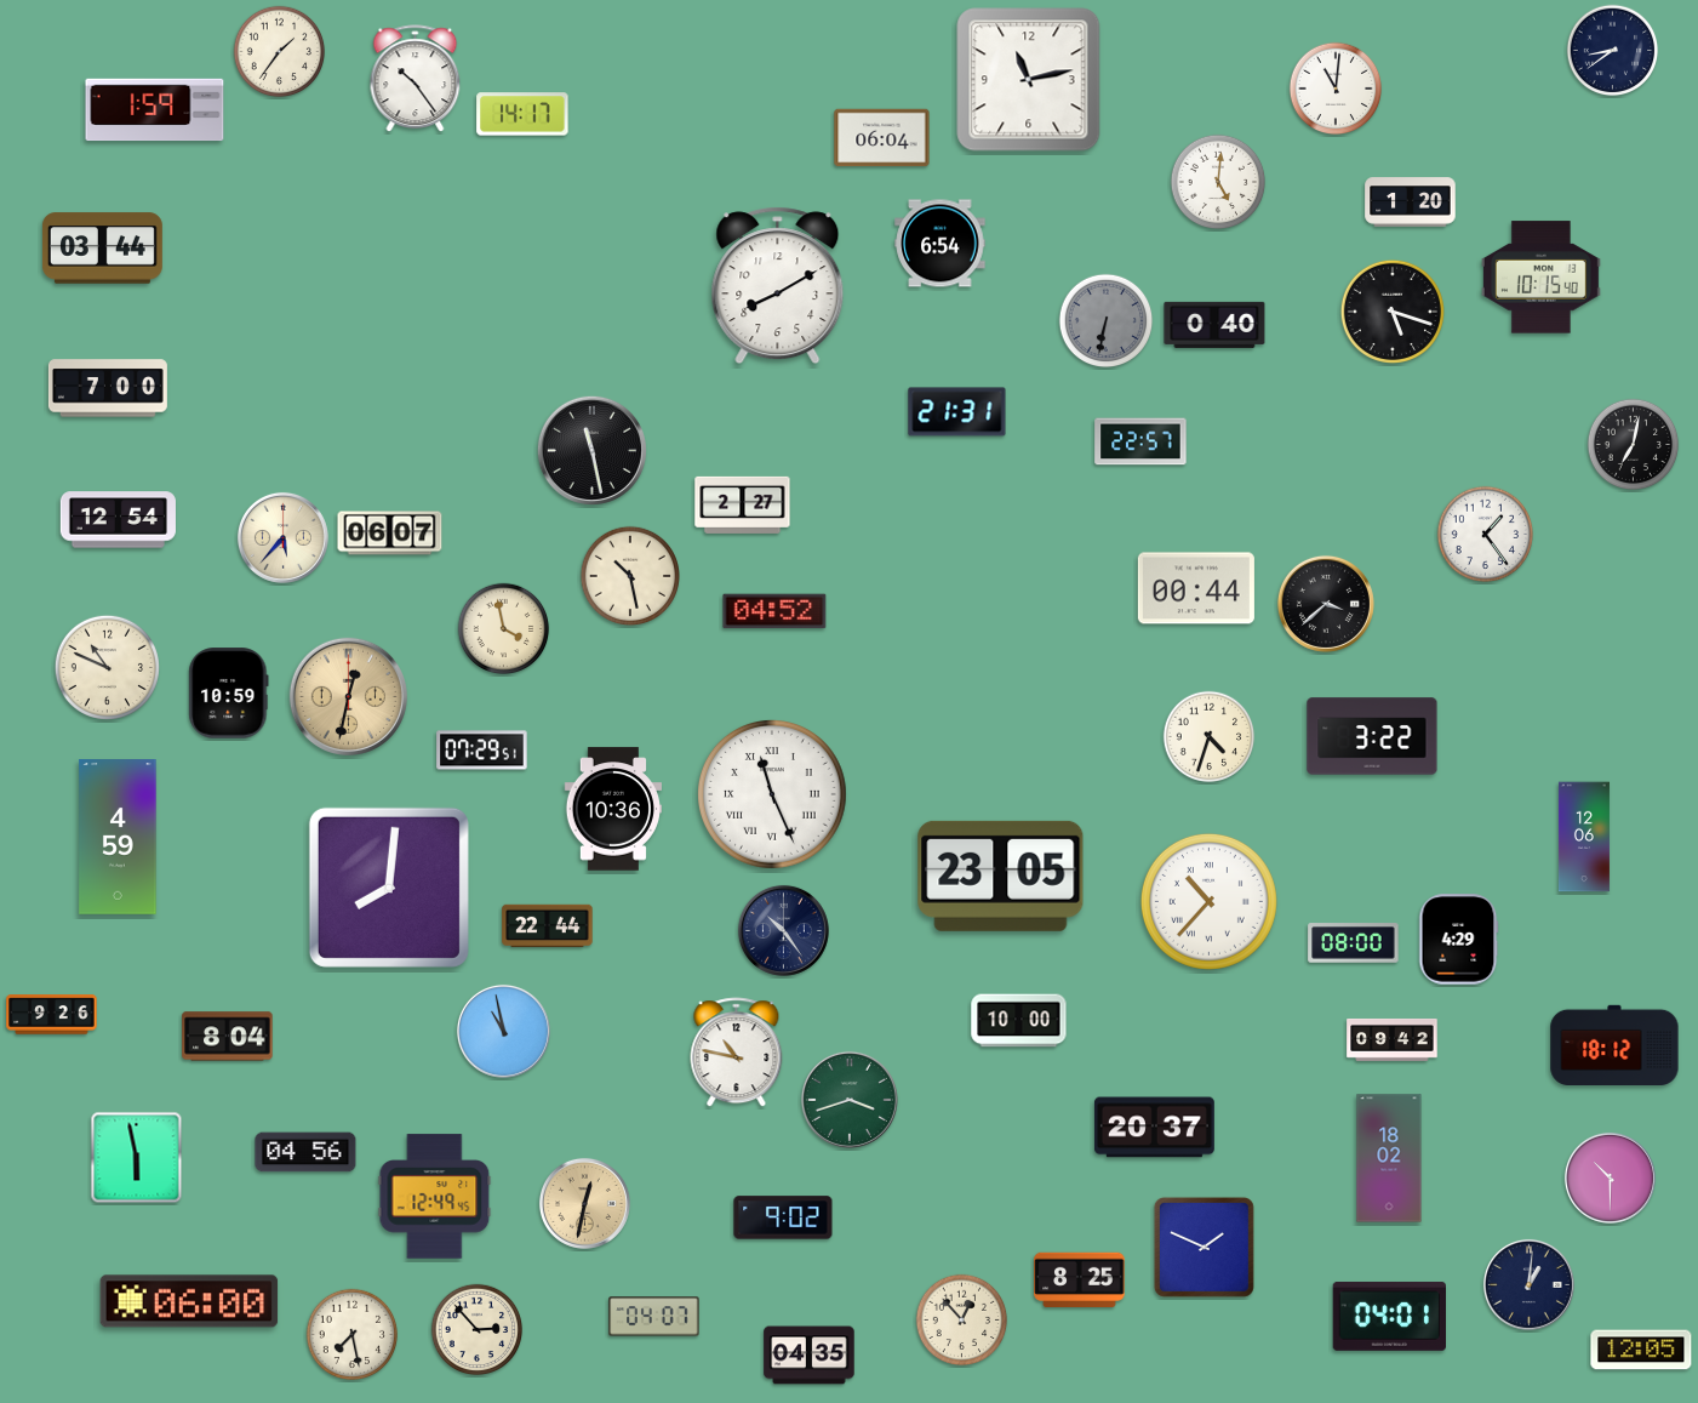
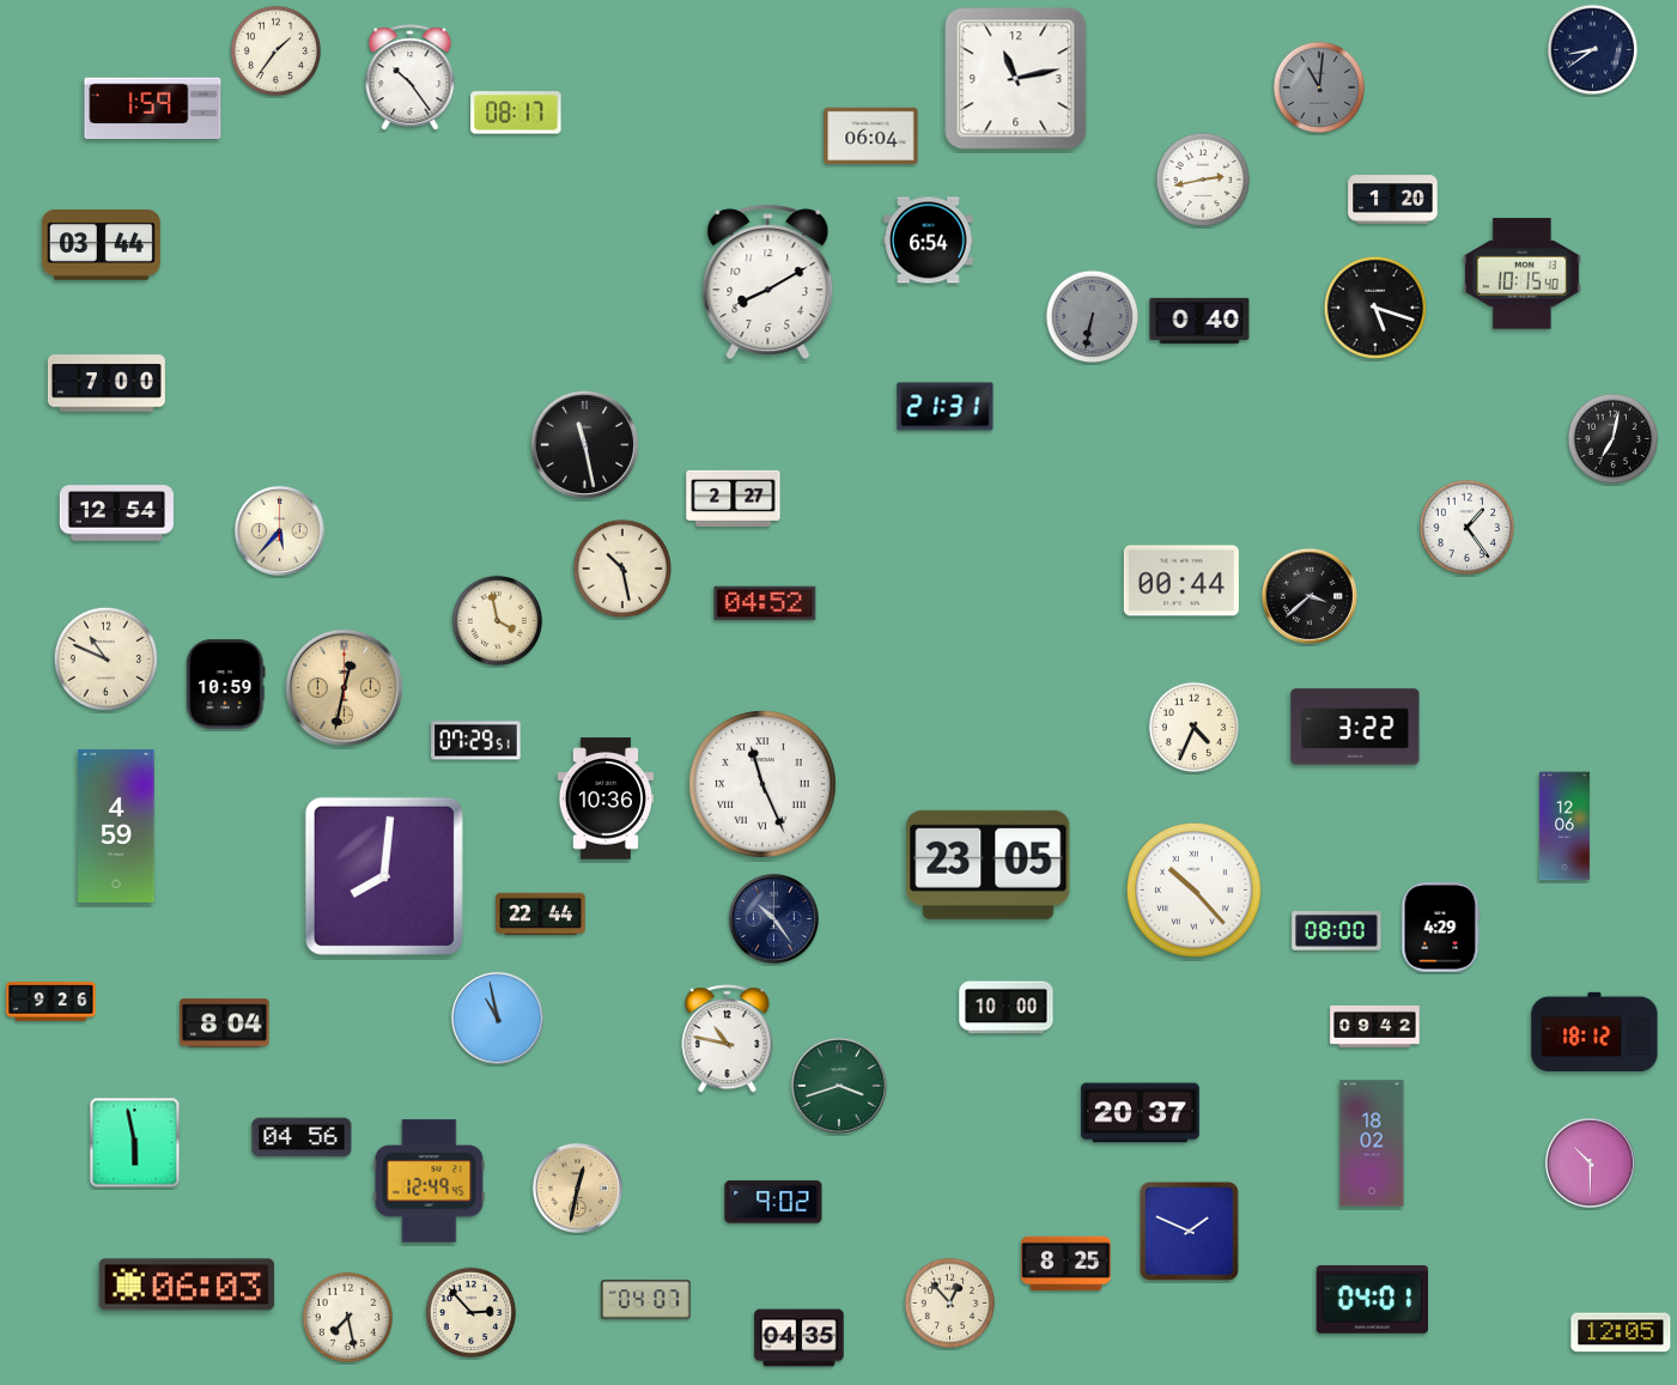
clock at (1336, 89) dial: white -> grey
clock at (522, 114): 14:17 -> 08:17
clock at (1218, 182): 5:01 -> 2:43
clock at (1140, 441): 22:57 -> none
clock at (390, 534): 06:07 -> none
clock at (1210, 737): 4:33 -> 4:34
clock at (1208, 901): 10:37 -> 10:23
clock at (1528, 1284): 1:01 -> none
clock at (189, 1301): 06:00 -> 06:03
